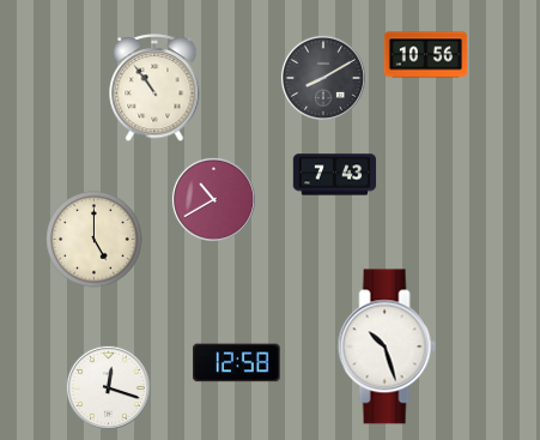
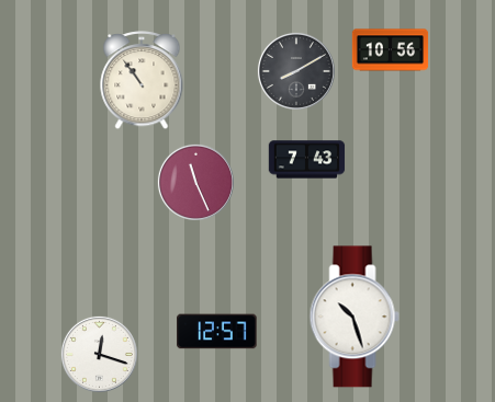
clock at (213, 199): 10:40 -> 11:26
clock at (95, 240): 5:00 -> none
clock at (237, 363): 12:58 -> 12:57
